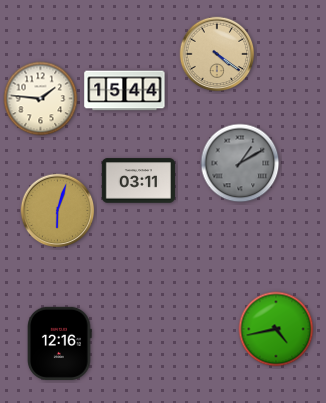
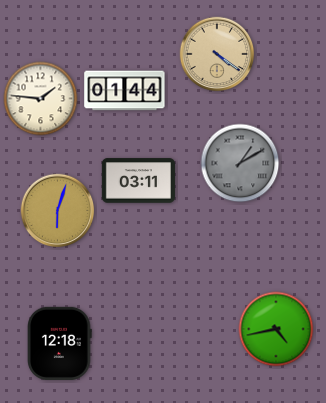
clock at (125, 91): 15:44 -> 01:44
clock at (60, 343): 12:16 -> 12:18
